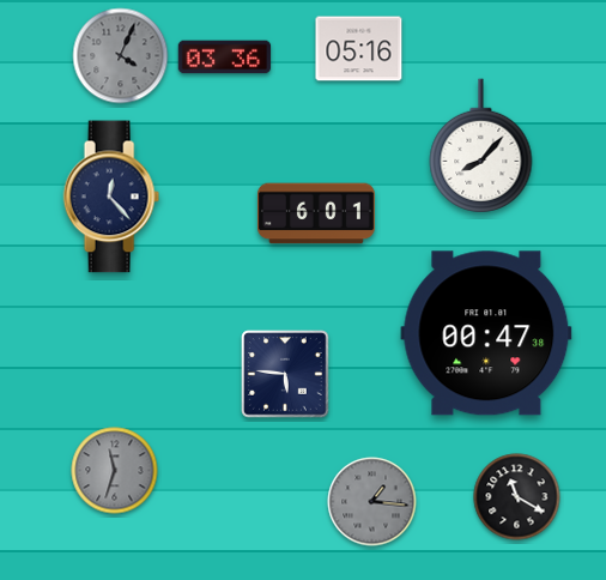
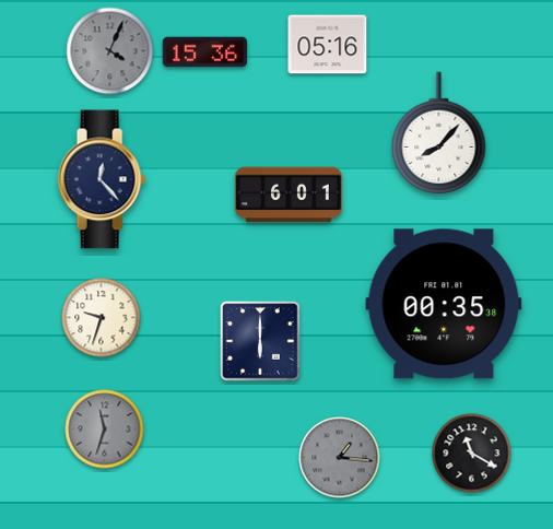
clock at (225, 58): 03:36 -> 15:36
clock at (486, 333): 00:47 -> 00:35
clock at (102, 318): none -> 9:33
clock at (285, 374): 5:46 -> 6:00
